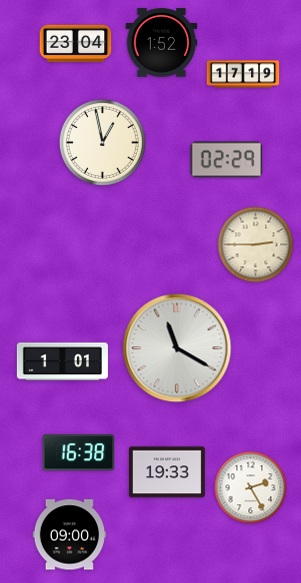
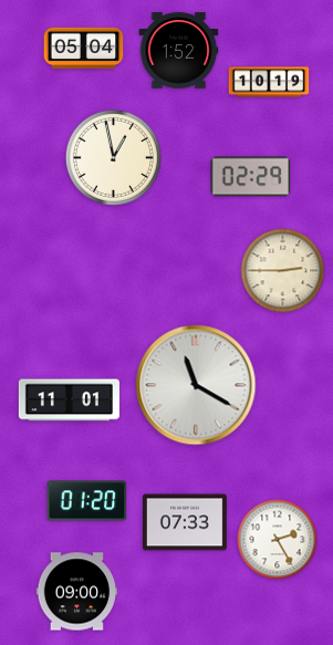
clock at (162, 43) position: (162, 43) -> (179, 51)
clock at (76, 44): 23:04 -> 05:04
clock at (243, 74): 17:19 -> 10:19
clock at (62, 362): 1:01 -> 11:01
clock at (79, 453): 16:38 -> 01:20
clock at (167, 472): 19:33 -> 07:33
